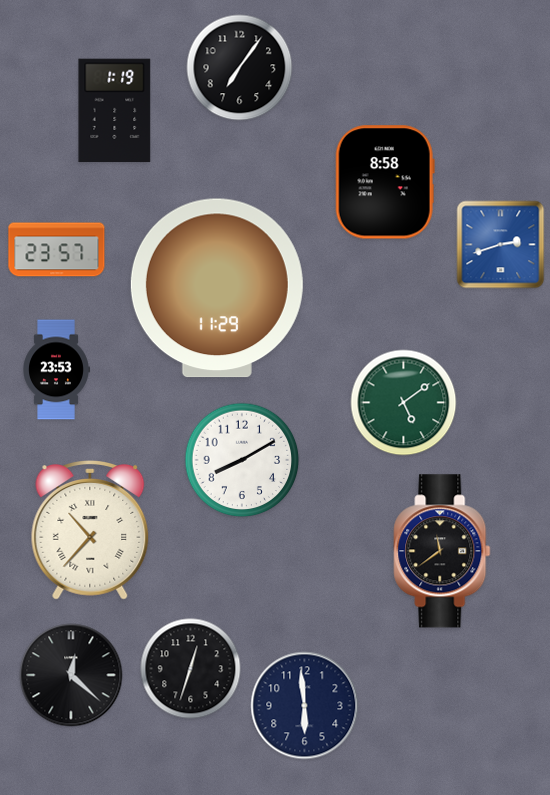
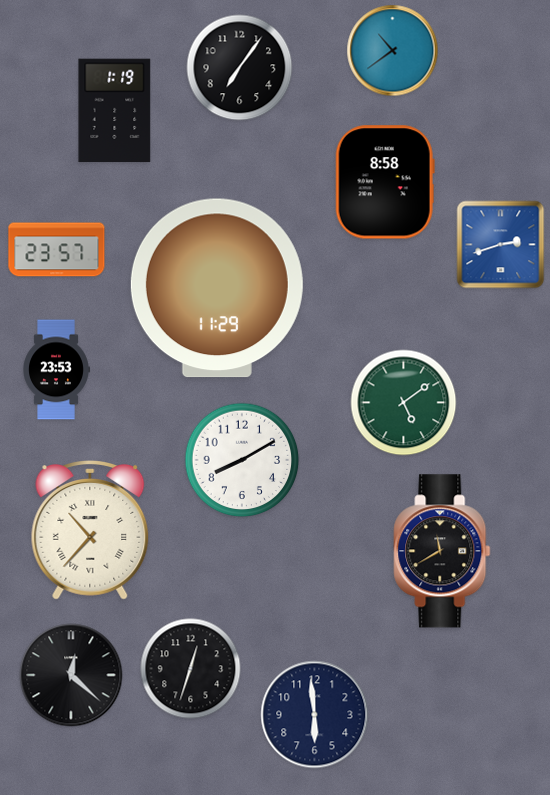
clock at (393, 51): none -> 10:39
clock at (442, 551): 11:39 -> 11:40
clock at (305, 706) position: (305, 706) -> (315, 715)
